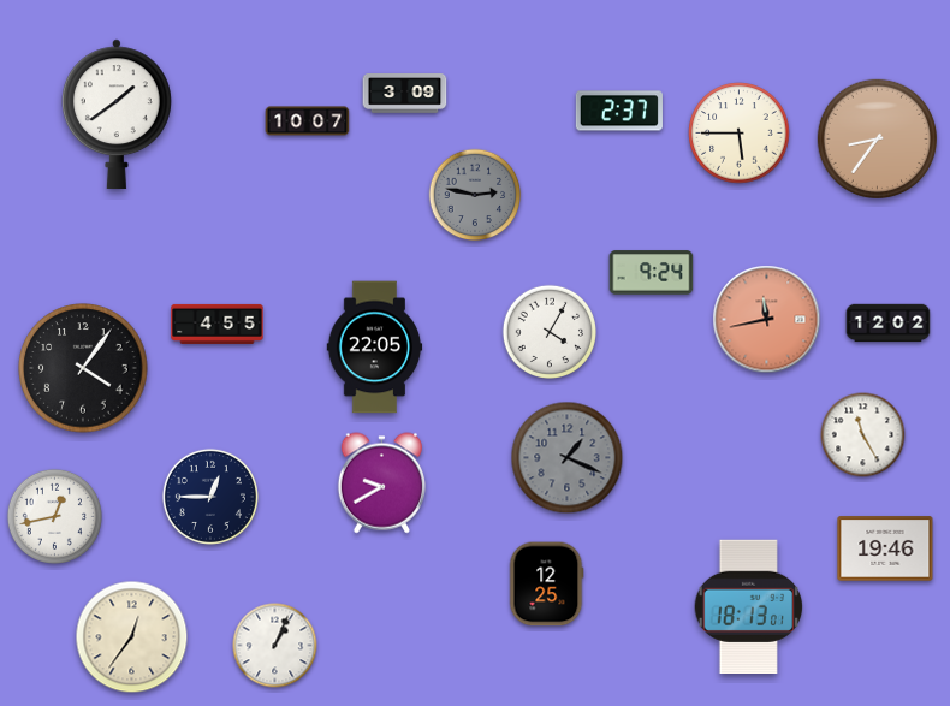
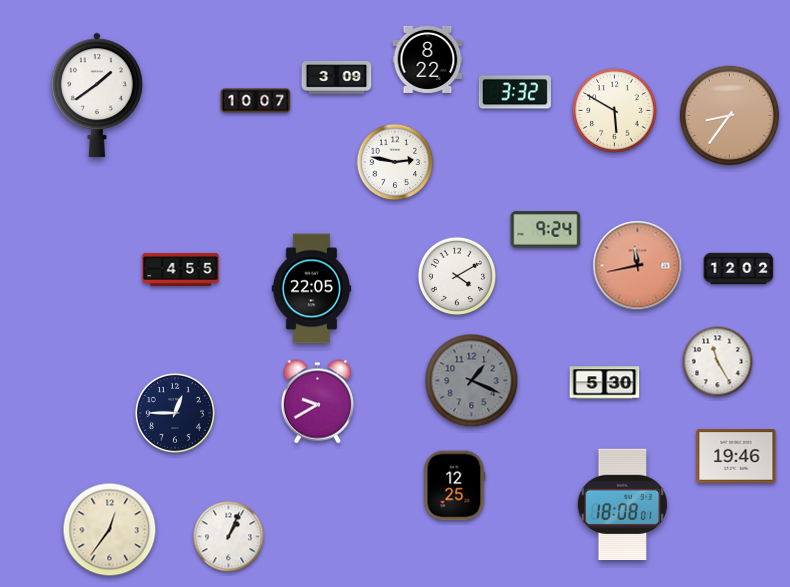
clock at (428, 59): none -> 8:22
clock at (619, 111): 2:37 -> 3:32
clock at (740, 134): 5:45 -> 5:50
clock at (475, 195) dial: grey -> white
clock at (652, 273) position: (652, 273) -> (546, 230)
clock at (548, 331): 4:05 -> 4:10
clock at (83, 368): 4:06 -> none
clock at (605, 383): none -> 5:30
clock at (54, 516): 12:43 -> none
clock at (749, 606): 18:13 -> 18:08
